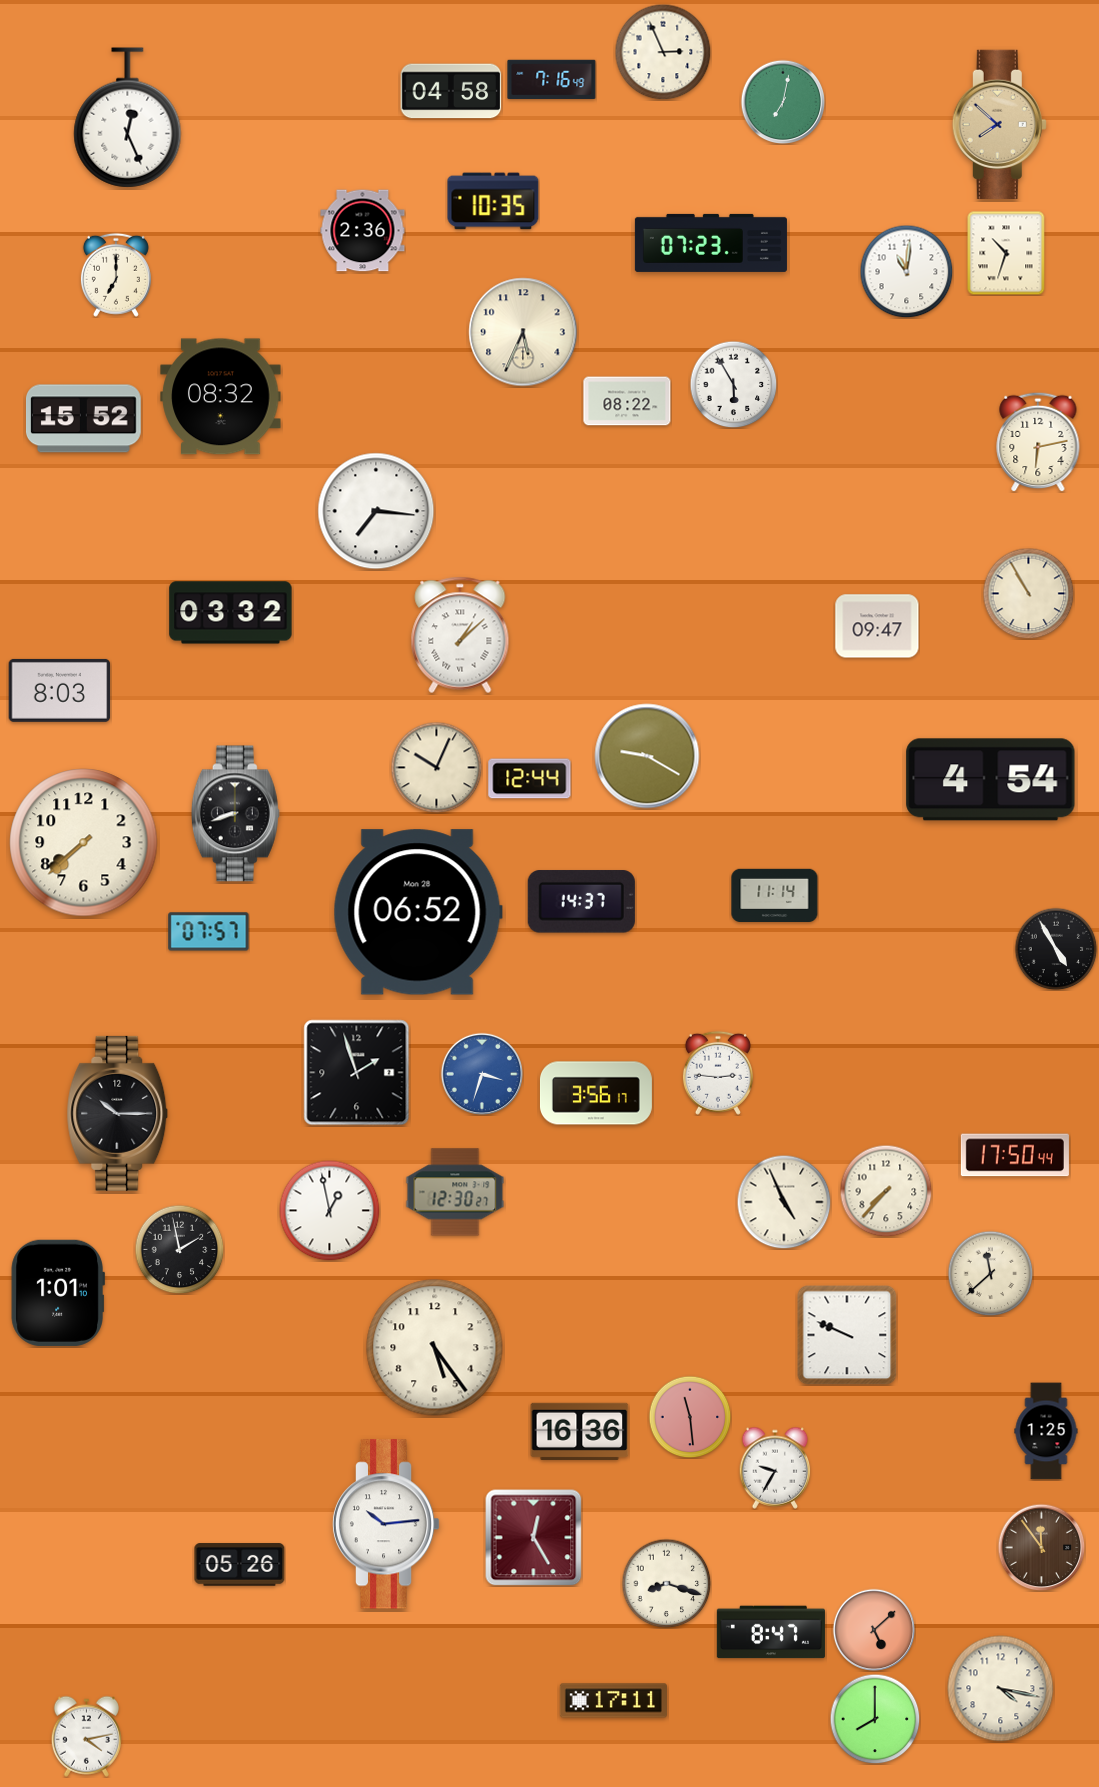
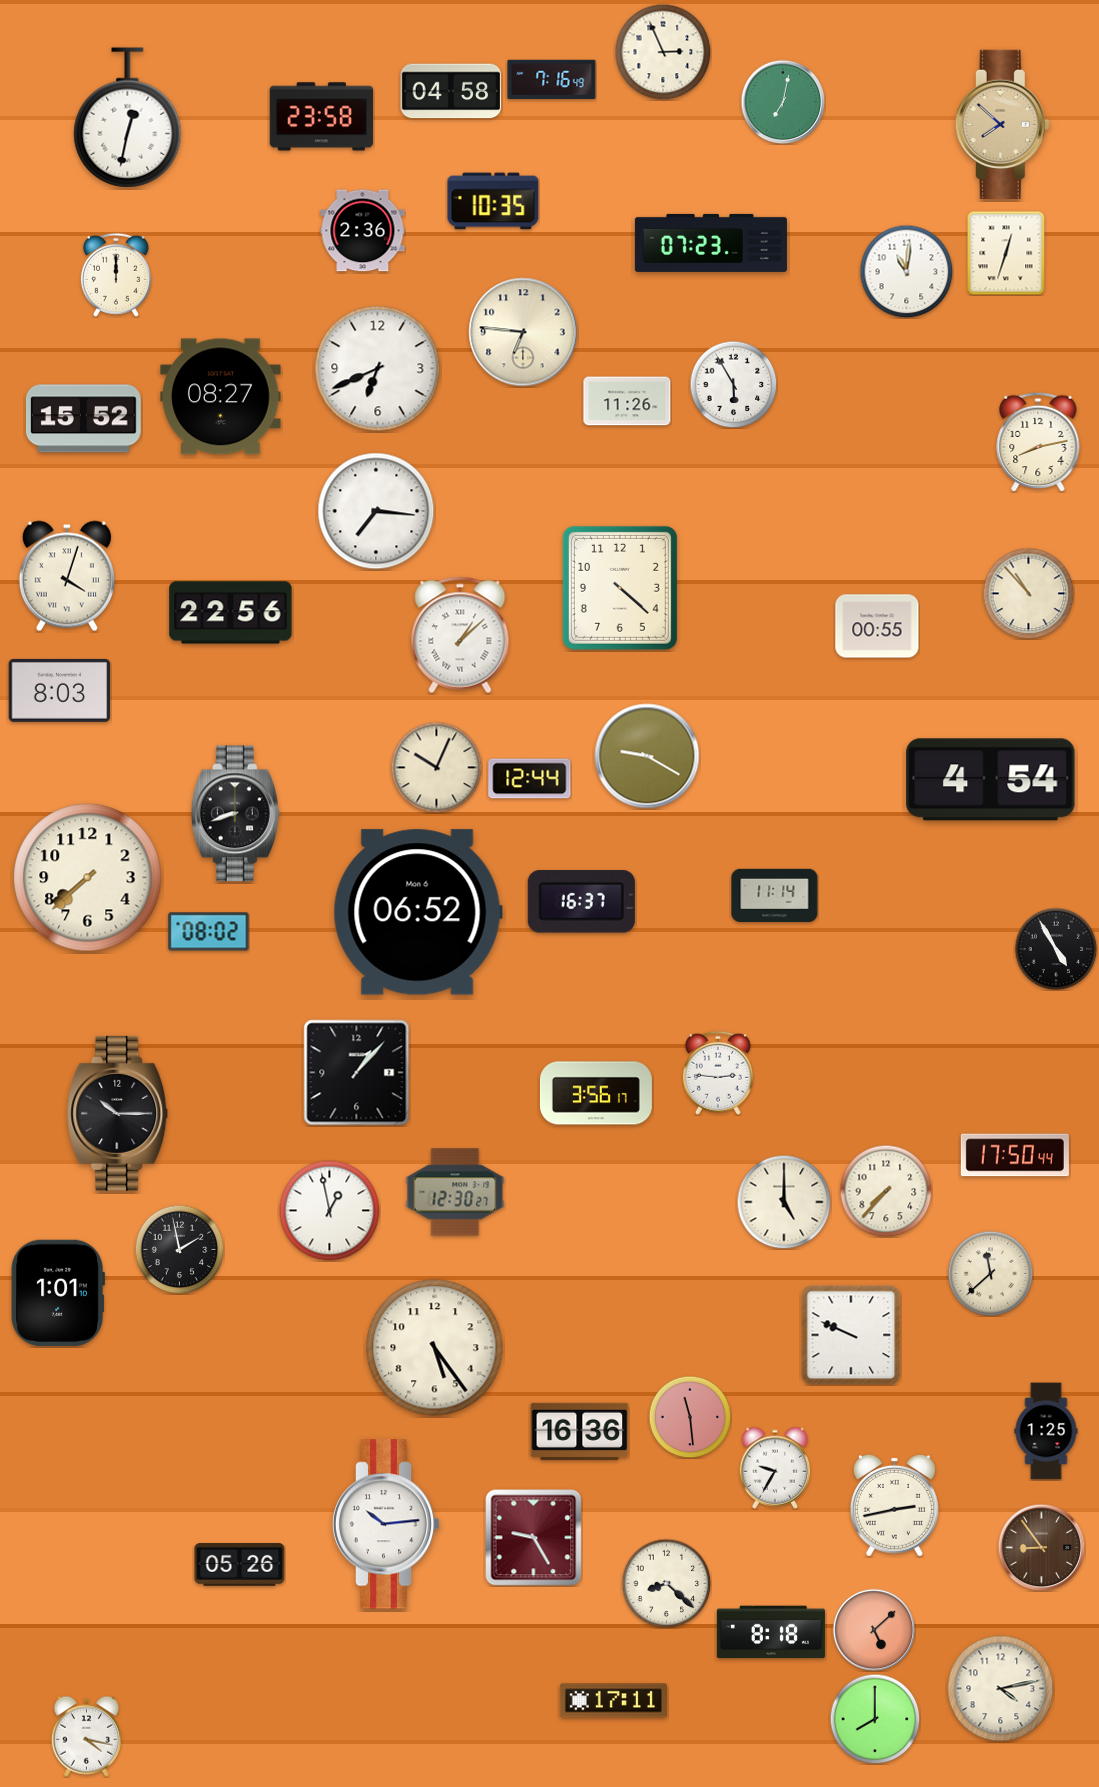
clock at (321, 117): none -> 23:58
clock at (128, 118): 12:26 -> 12:32
clock at (999, 124) position: (999, 124) -> (1002, 124)
clock at (1006, 253): 10:33 -> 12:33
clock at (116, 275): 7:00 -> 12:00
clock at (523, 332): 5:34 -> 6:46
clock at (378, 369): none -> 6:41
clock at (221, 397): 08:32 -> 08:27
clock at (627, 401): 08:22 -> 11:26
clock at (1038, 442): 6:13 -> 8:13
clock at (67, 576): none -> 4:03
clock at (620, 588): none -> 4:22
clock at (1028, 593): 10:55 -> 10:53
clock at (231, 613): 03:32 -> 22:56
clock at (877, 626): 09:47 -> 00:55
clock at (84, 843) position: (84, 843) -> (88, 878)
clock at (581, 902): 14:37 -> 16:37
clock at (418, 912) date: Mon 28 -> Mon 6
clock at (209, 932): 07:57 -> 08:02
clock at (357, 1073): 1:57 -> 1:07
clock at (481, 1073): 3:33 -> none
clock at (784, 1202): 4:56 -> 5:00
clock at (847, 1335) position: (847, 1335) -> (851, 1335)
clock at (894, 1505): none -> 2:43
clock at (534, 1538): 12:25 -> 9:25
clock at (1041, 1547): 11:54 -> 8:54
clock at (666, 1583): 8:18 -> 8:22
clock at (771, 1632): 8:47 -> 8:18
clock at (1001, 1689): 4:17 -> 4:13
clock at (86, 1736): 4:13 -> 4:17
